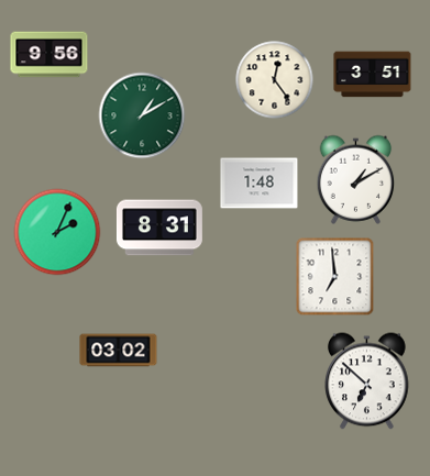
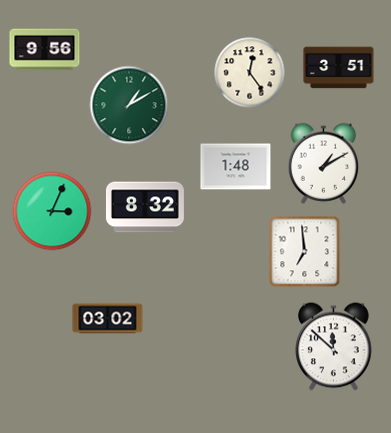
clock at (159, 228): 8:31 -> 8:32
clock at (57, 232): 2:04 -> 3:04
clock at (367, 381): 6:52 -> 11:52
